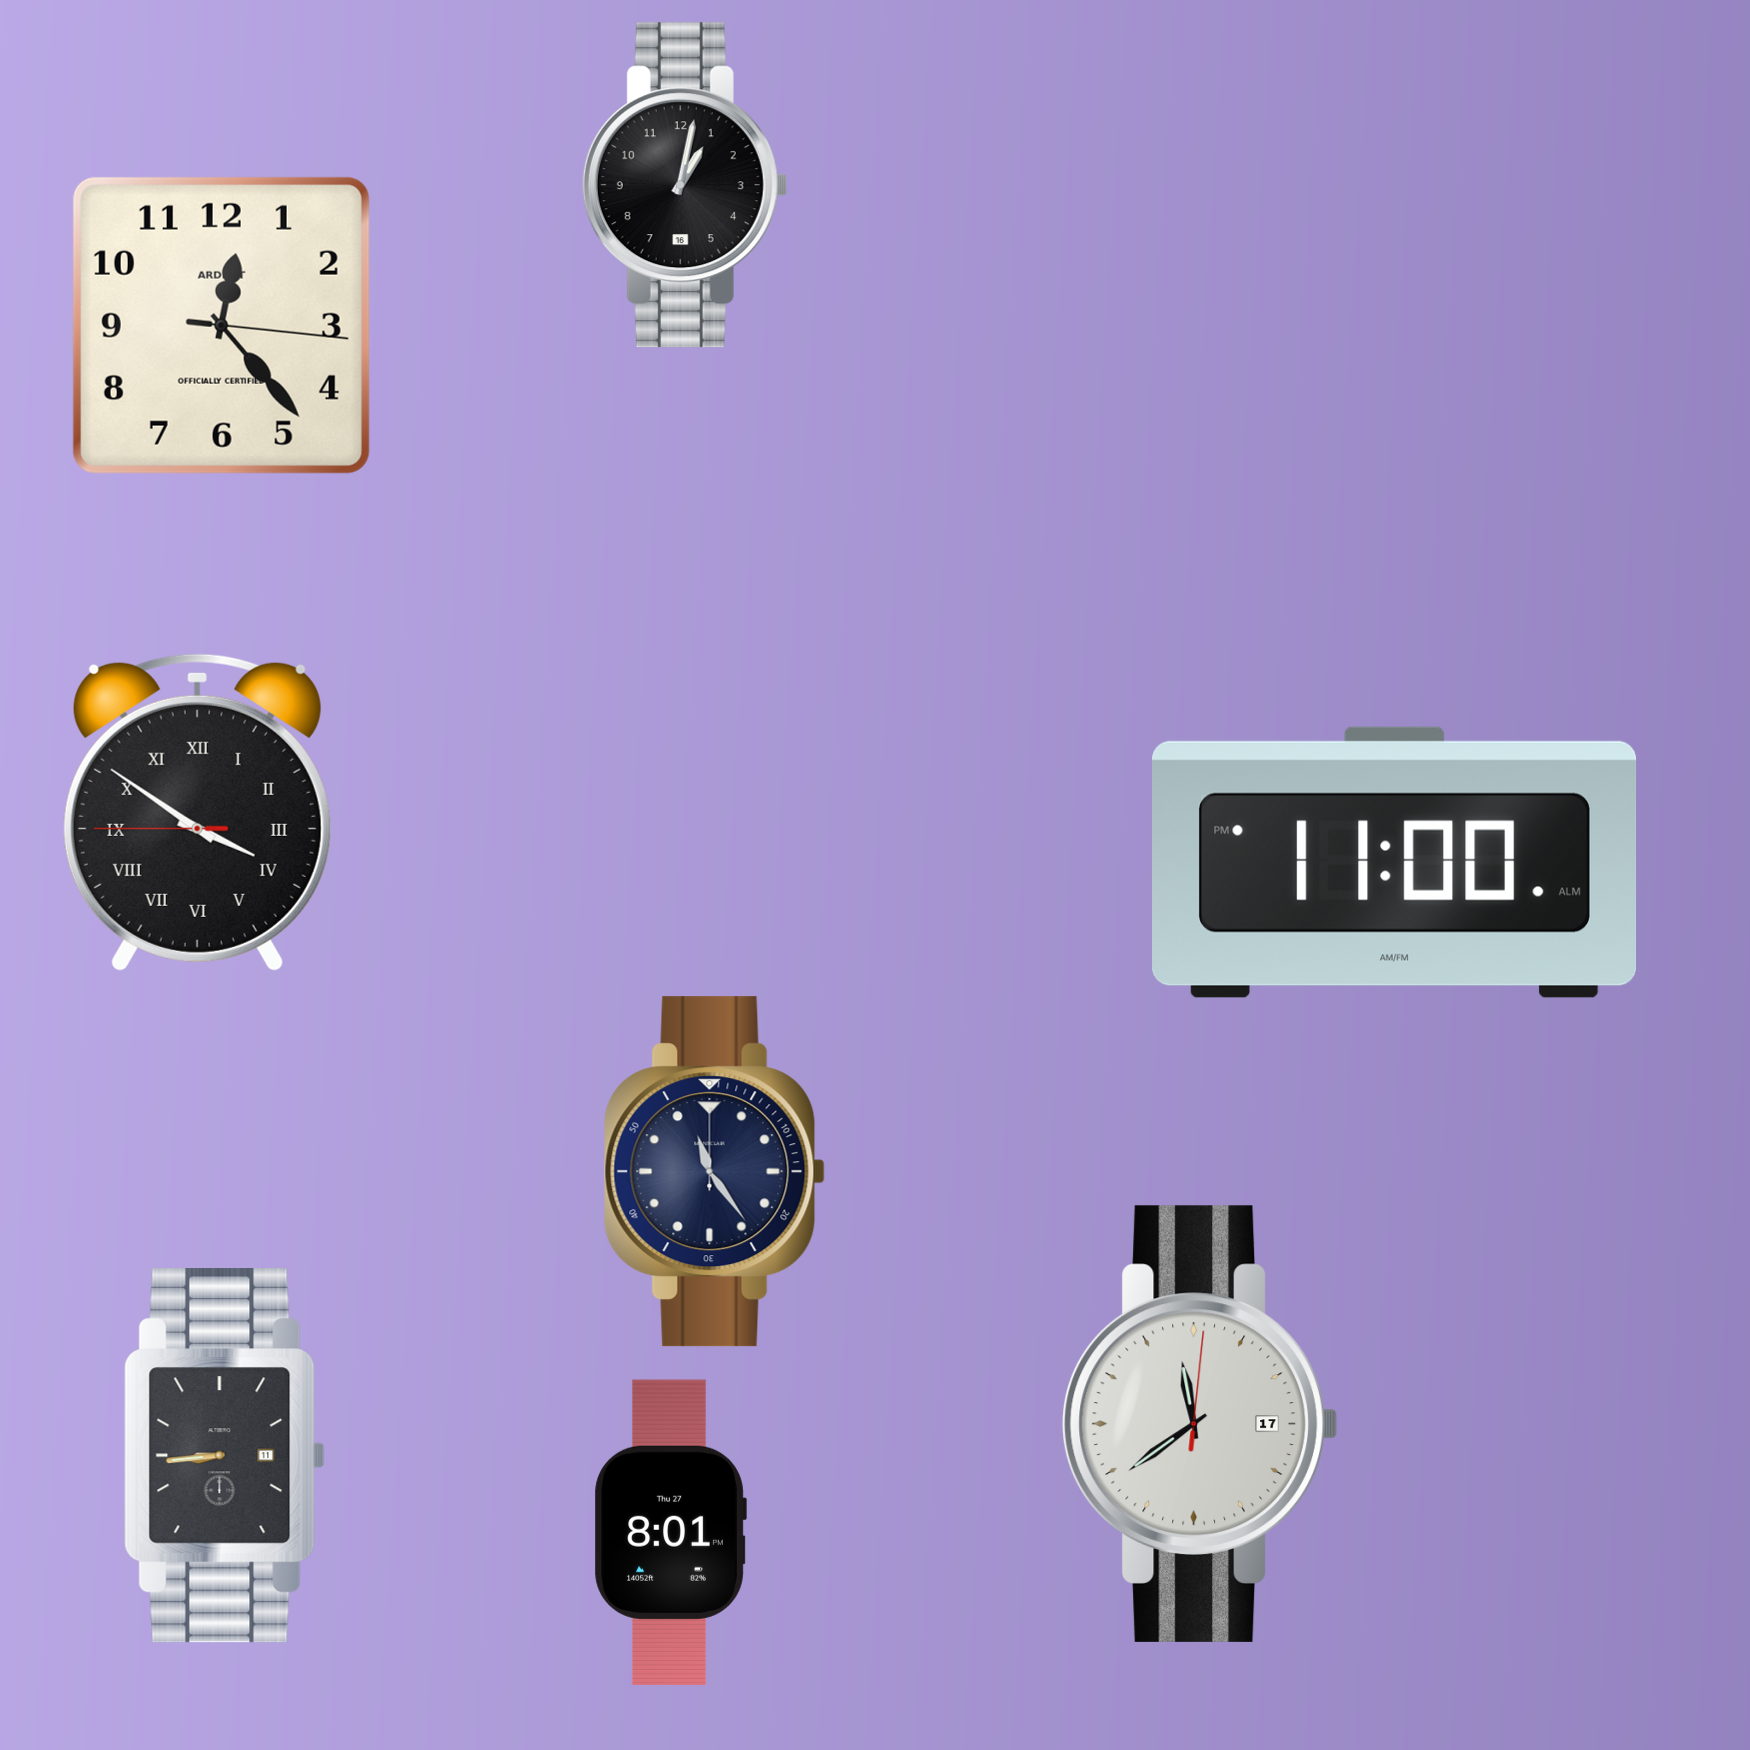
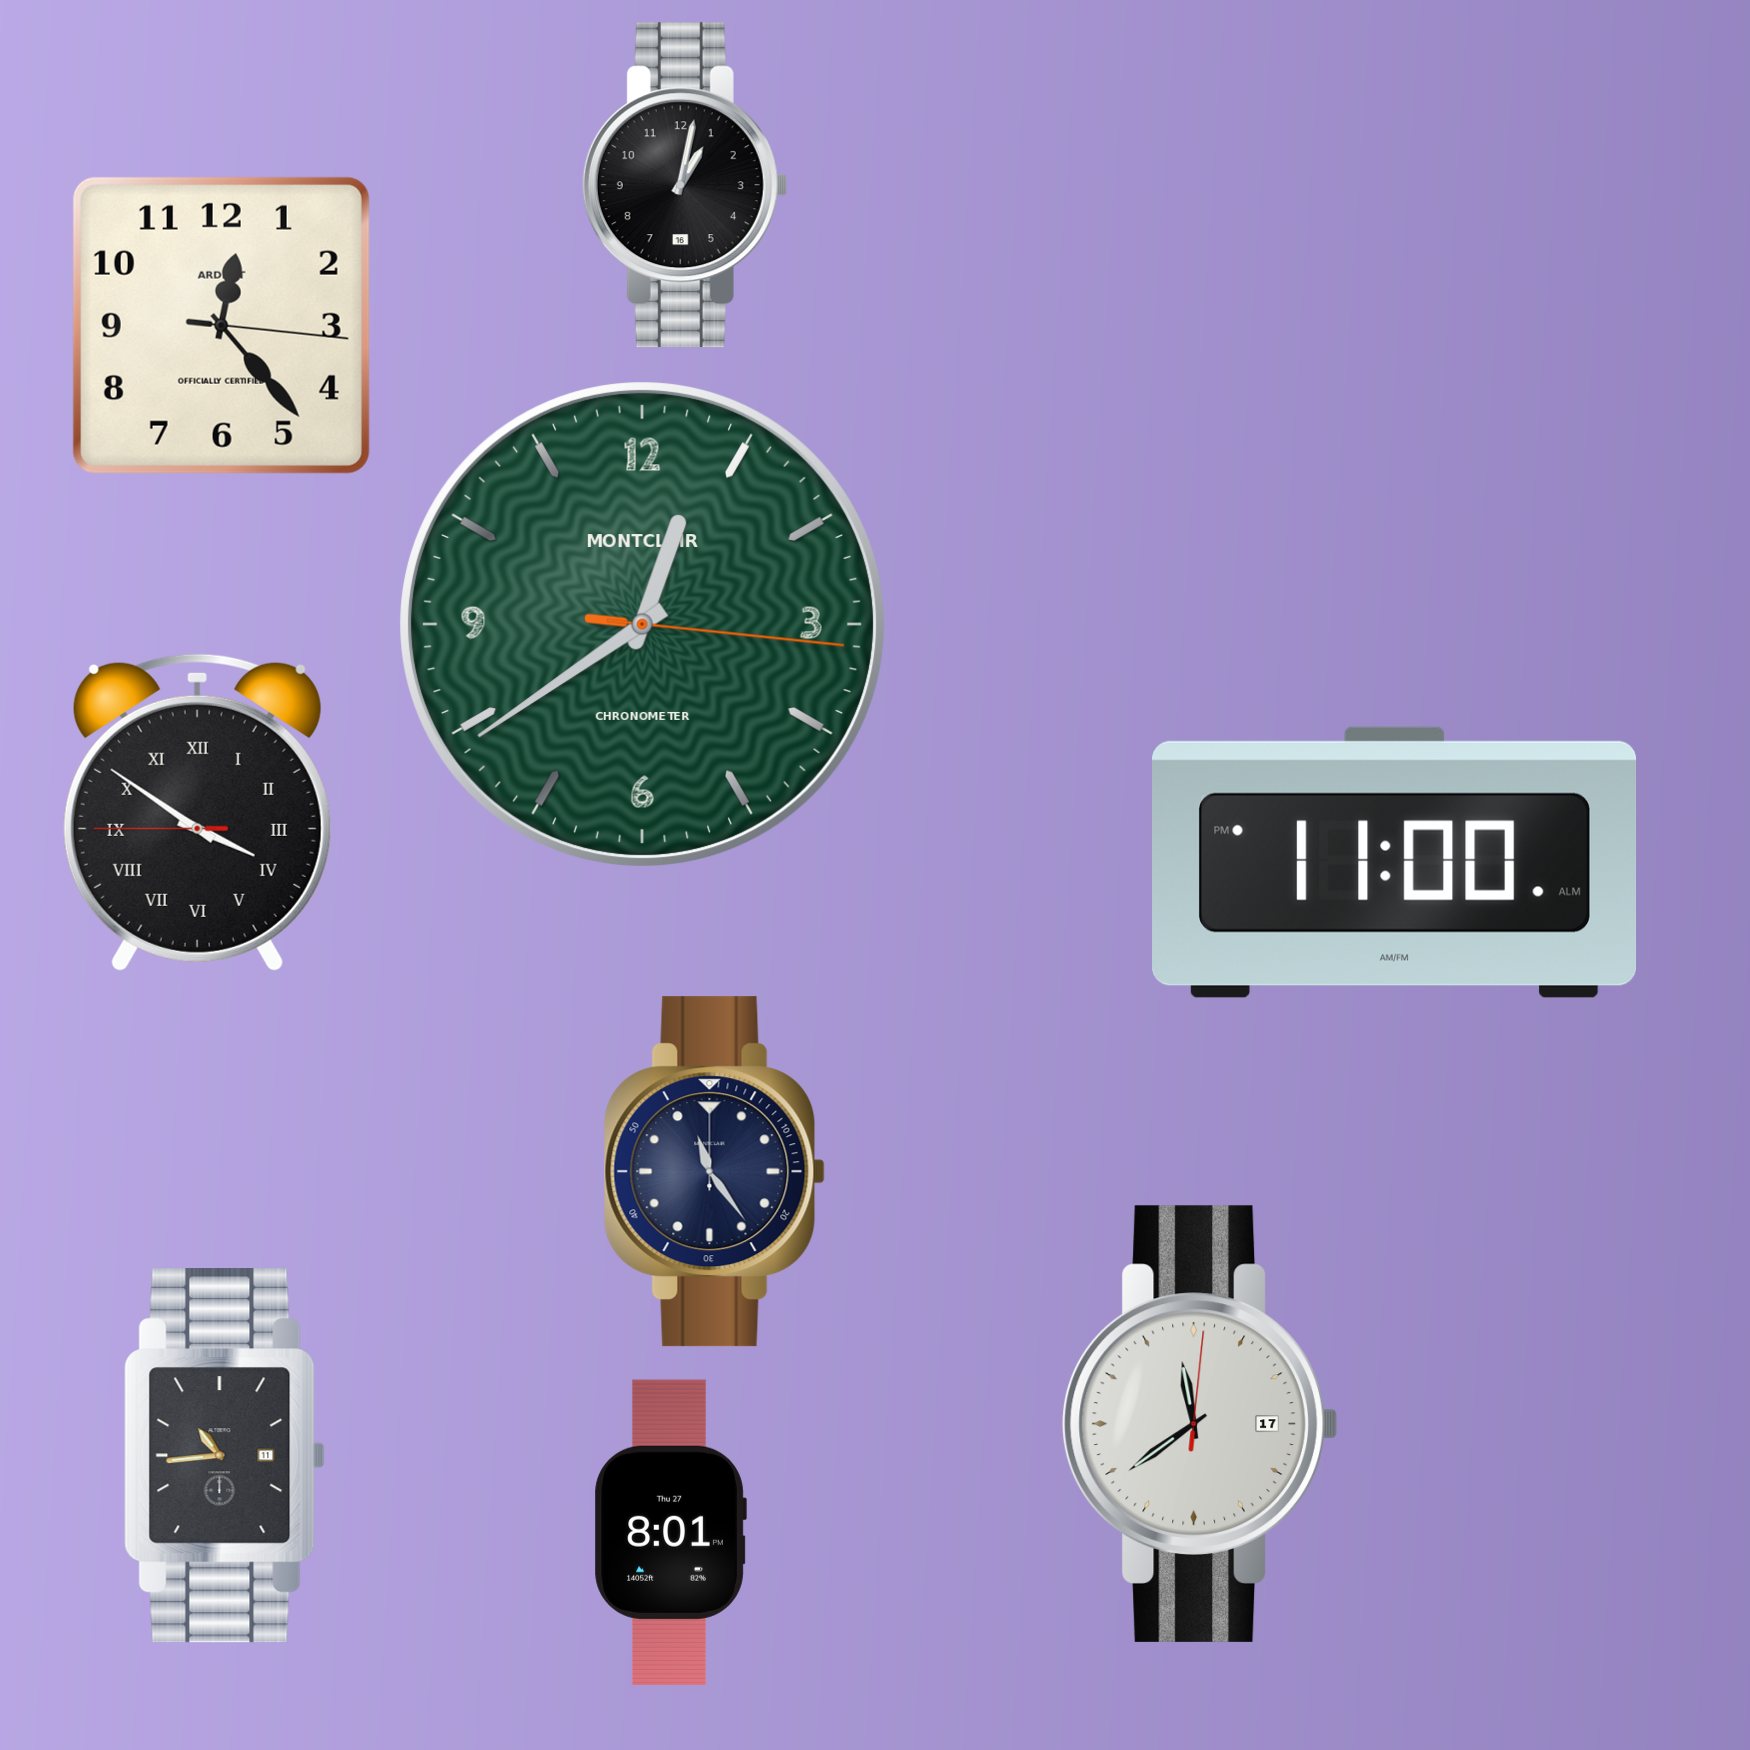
clock at (642, 624): none -> 12:39
clock at (225, 1456): 8:44 -> 10:44
